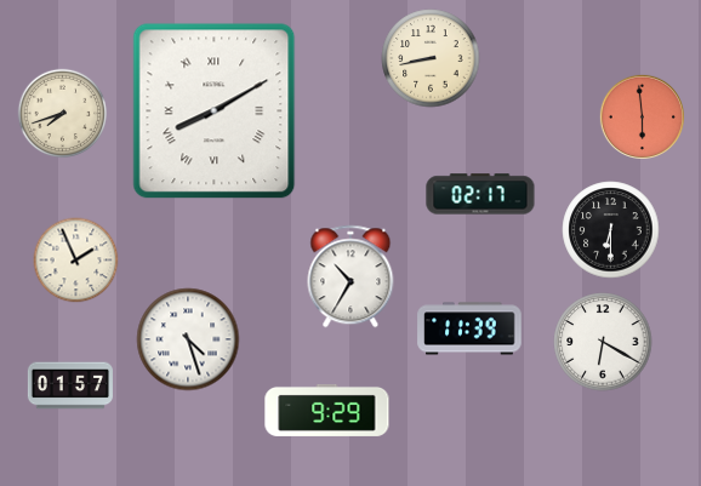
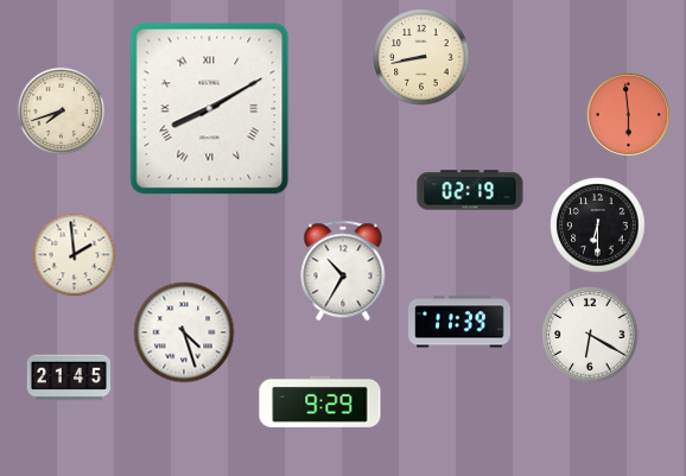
clock at (480, 194): 02:17 -> 02:19
clock at (76, 261): 1:56 -> 1:59
clock at (69, 385): 01:57 -> 21:45
